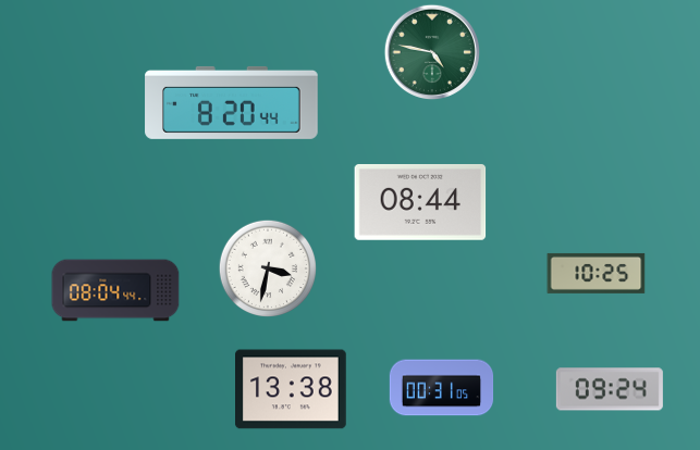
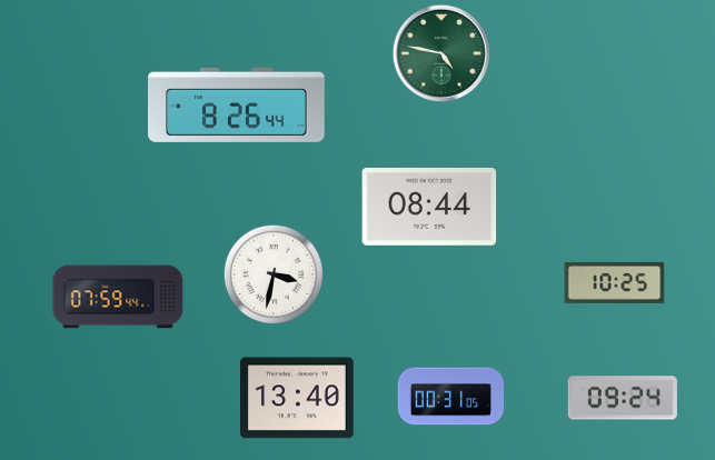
clock at (232, 102): 8:20 -> 8:26
clock at (597, 273) position: (597, 273) -> (615, 282)
clock at (115, 290): 08:04 -> 07:59
clock at (292, 389): 13:38 -> 13:40
